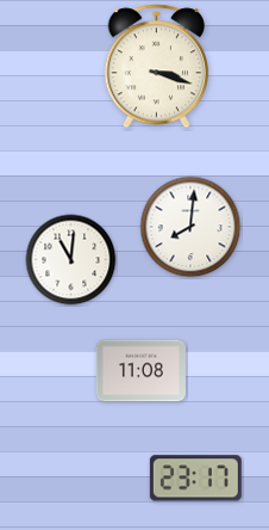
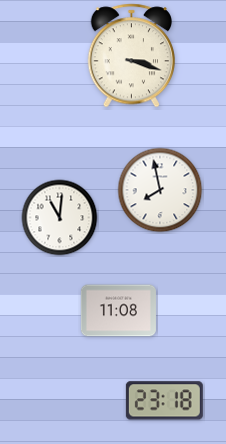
clock at (190, 227): 8:01 -> 7:58
clock at (195, 479): 23:17 -> 23:18
